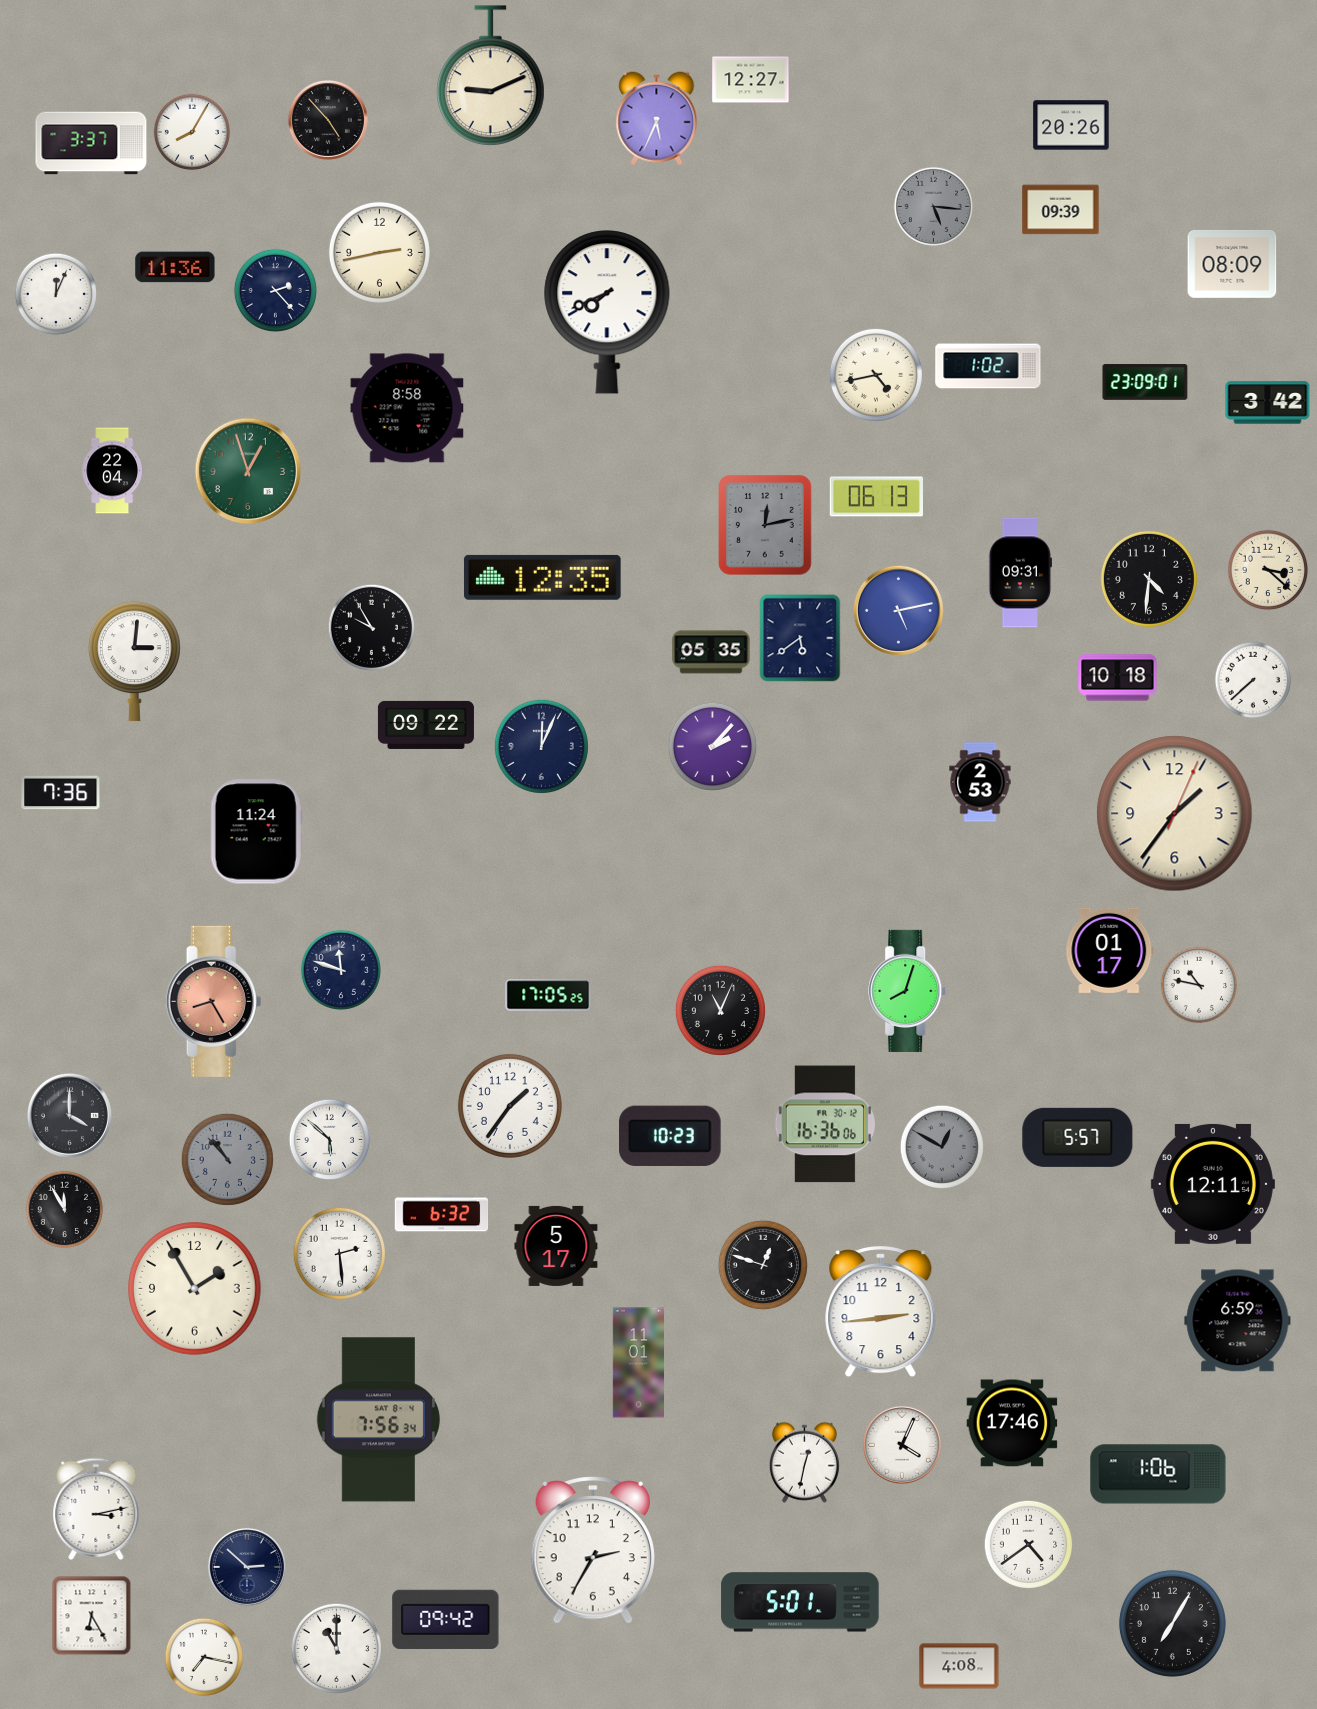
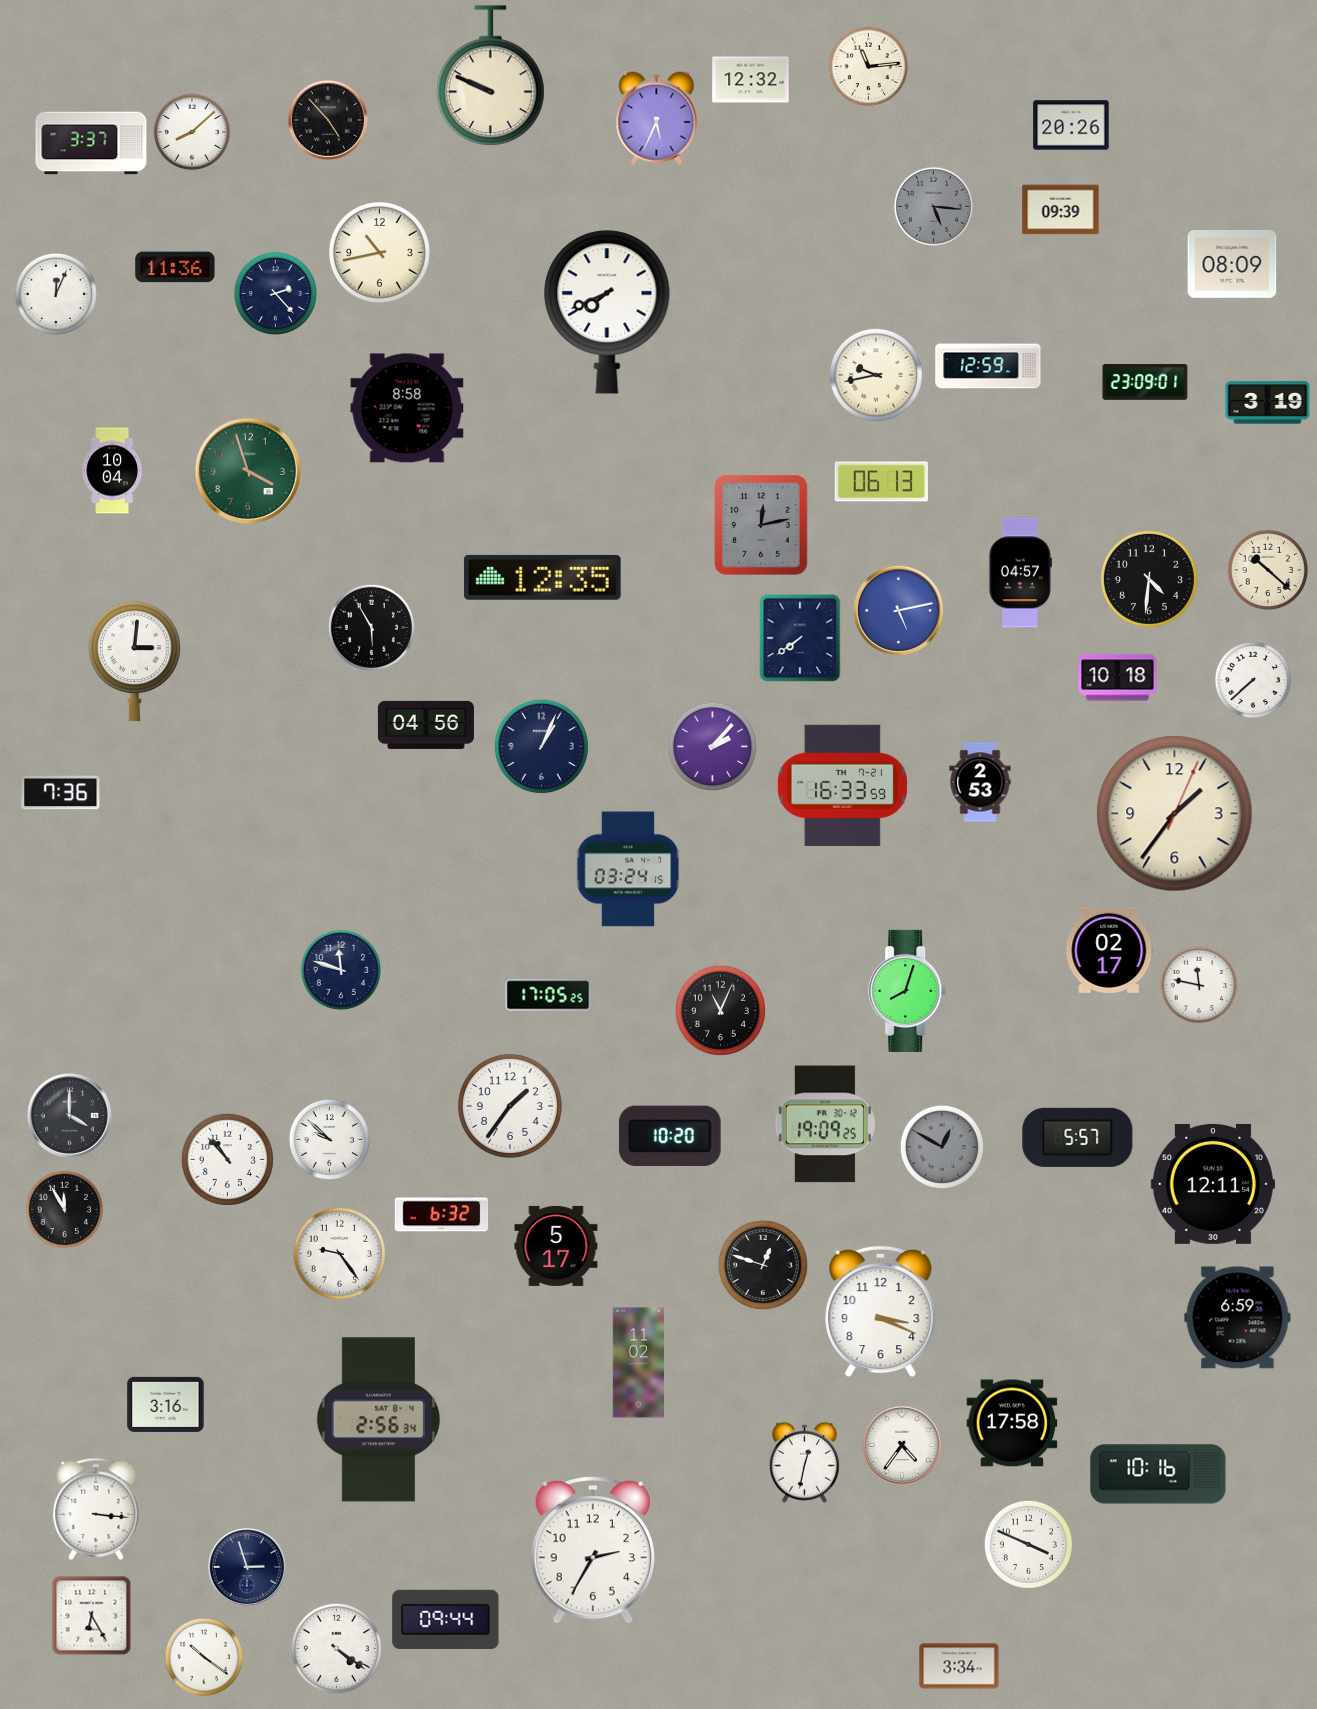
clock at (869, 67): none -> 11:14
clock at (491, 76): 9:11 -> 9:49
clock at (751, 80): 12:27 -> 12:32
clock at (192, 132): 8:05 -> 8:08
clock at (379, 252): 2:43 -> 10:43
clock at (275, 290) position: (275, 290) -> (275, 293)
clock at (988, 366): 1:02 -> 12:59
clock at (876, 375): 4:43 -> 9:43
clock at (1268, 403): 3:42 -> 3:19
clock at (112, 471): 22:04 -> 10:04
clock at (248, 471): 12:57 -> 3:57
clock at (876, 497) position: (876, 497) -> (881, 482)
clock at (765, 525) position: (765, 525) -> (761, 525)
clock at (1267, 569): 3:22 -> 10:22
clock at (1020, 573): 09:31 -> 04:57
clock at (371, 627): 9:55 -> 5:55
clock at (800, 638): 5:39 -> 7:39
clock at (711, 652): 05:35 -> none
clock at (426, 725): 09:22 -> 04:56
clock at (541, 746): 12:04 -> 1:04
clock at (842, 785): none -> 16:33
clock at (256, 832): 11:24 -> none
clock at (628, 869): none -> 03:24
clock at (1110, 950): 01:17 -> 02:17
clock at (1199, 985): 10:47 -> 11:47
clock at (214, 1001): 8:25 -> none
clock at (824, 1124): 16:36 -> 19:09
clock at (671, 1135): 10:23 -> 10:20
clock at (329, 1139): 5:52 -> 9:52
clock at (227, 1159) dial: grey -> white
clock at (339, 1253): 2:29 -> 9:24
clock at (195, 1289): 1:55 -> none
clock at (881, 1313): 2:44 -> 3:19
clock at (1238, 1321) position: (1238, 1321) -> (1238, 1318)
clock at (638, 1363): 11:01 -> 11:02
clock at (166, 1404): none -> 3:16
clock at (378, 1420): 7:56 -> 2:56
clock at (1012, 1423): 17:46 -> 17:58
clock at (902, 1445): 4:04 -> 4:36
clock at (1158, 1474): 1:06 -> 10:16
clock at (96, 1509): 3:13 -> 3:16
clock at (1028, 1544): 4:39 -> 3:49
clock at (247, 1567): 2:52 -> 2:57
clock at (800, 1602): 5:01 -> none
clock at (446, 1619): 09:42 -> 09:44
clock at (1172, 1623): 7:05 -> none
clock at (336, 1648): 11:00 -> 4:21
clock at (204, 1657): 7:17 -> 10:21
clock at (959, 1666): 4:08 -> 3:34
